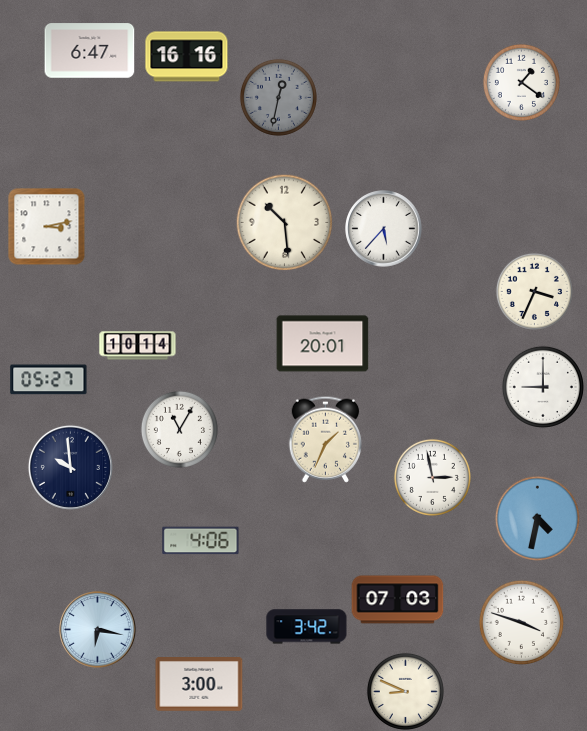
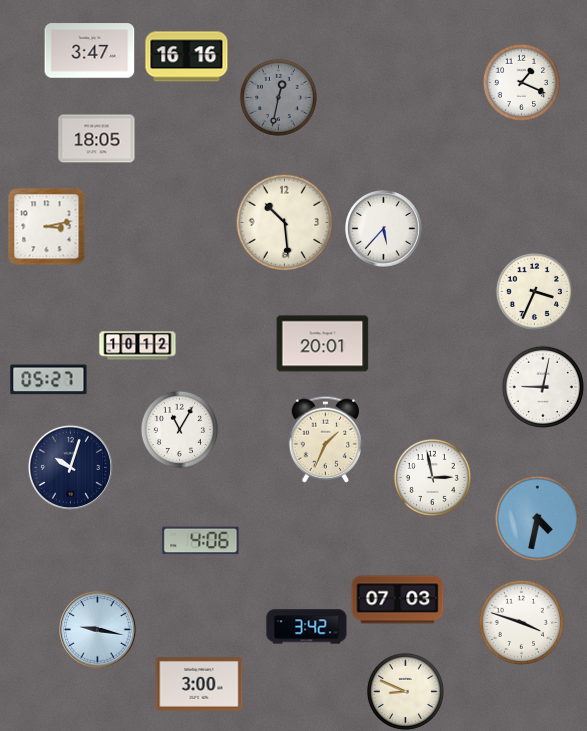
clock at (90, 51): 6:47 -> 3:47
clock at (521, 82): 1:21 -> 1:19
clock at (97, 139): none -> 18:05
clock at (138, 346): 10:14 -> 10:12
clock at (543, 387): 9:00 -> 9:02
clock at (70, 467): 9:59 -> 10:03
clock at (98, 630): 6:17 -> 9:17
